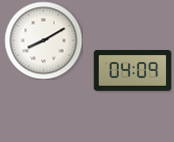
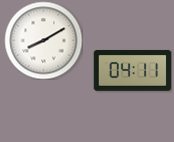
clock at (132, 71): 04:09 -> 04:11
